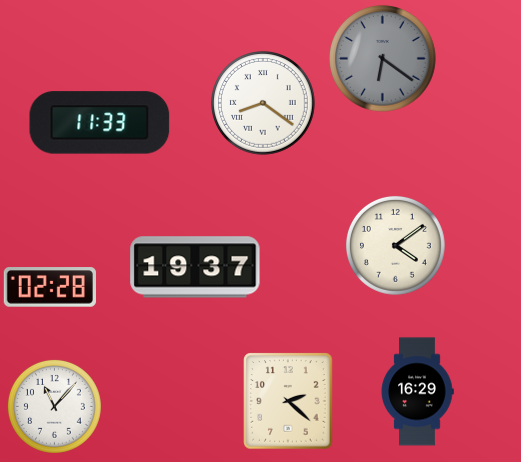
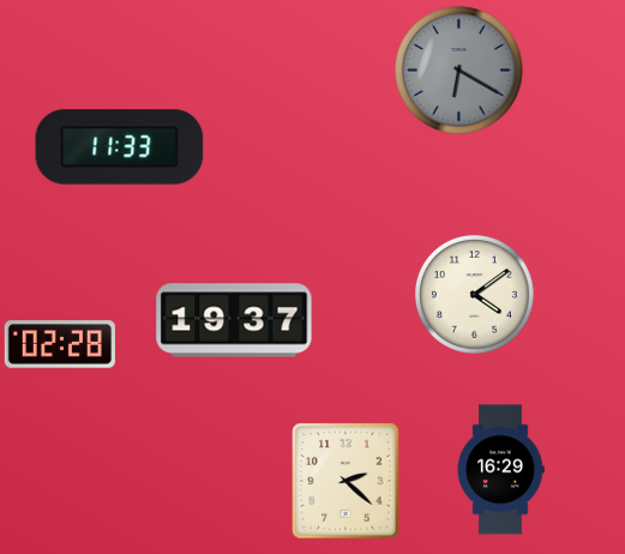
clock at (383, 59): 6:21 -> 6:20
clock at (264, 104): 8:21 -> none
clock at (54, 406): 11:07 -> none
